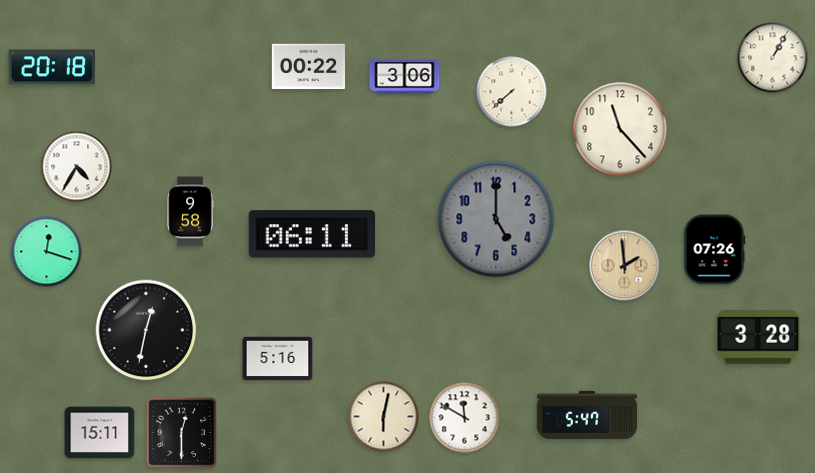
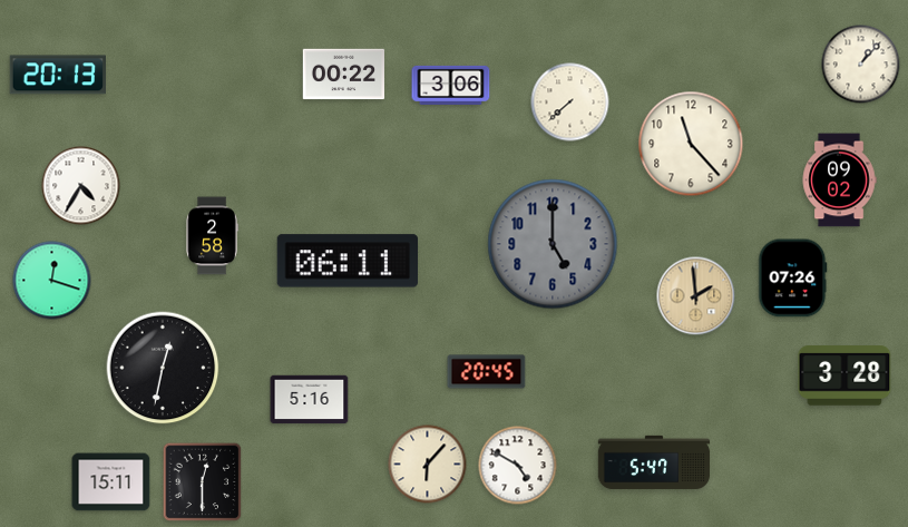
clock at (773, 58): 1:05 -> 1:07
clock at (51, 67): 20:18 -> 20:13
clock at (839, 180): none -> 09:02
clock at (77, 167) position: (77, 167) -> (81, 186)
clock at (190, 212): 9:58 -> 2:58
clock at (715, 250) position: (715, 250) -> (793, 279)
clock at (487, 372): none -> 20:45
clock at (384, 417): 6:02 -> 6:07
clock at (465, 418): 11:50 -> 4:50
